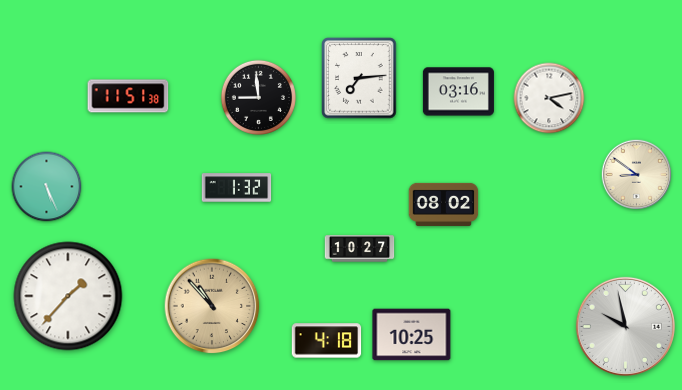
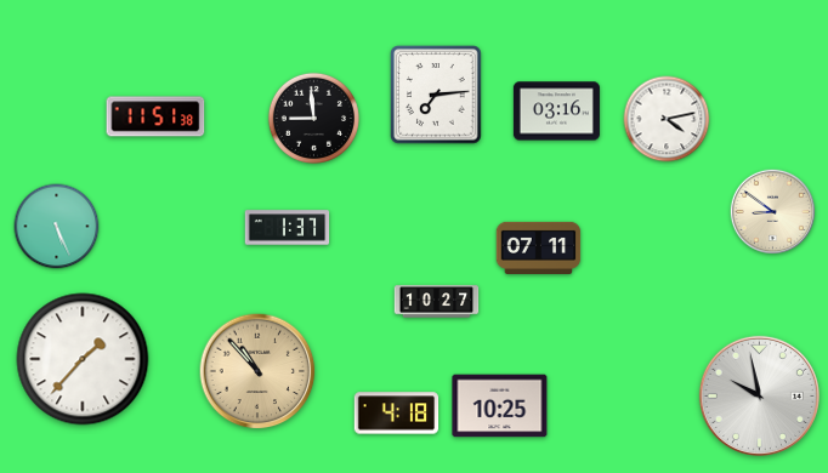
clock at (237, 188): 1:32 -> 1:37
clock at (444, 204): 08:02 -> 07:11
